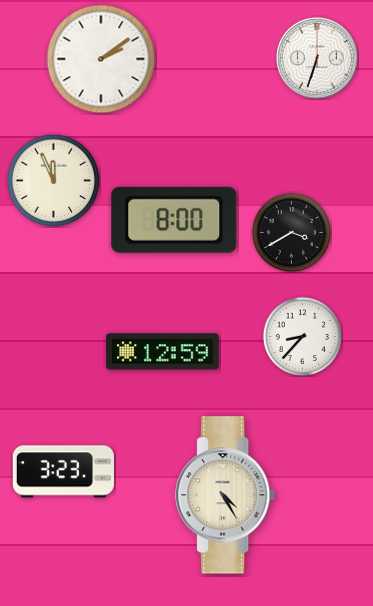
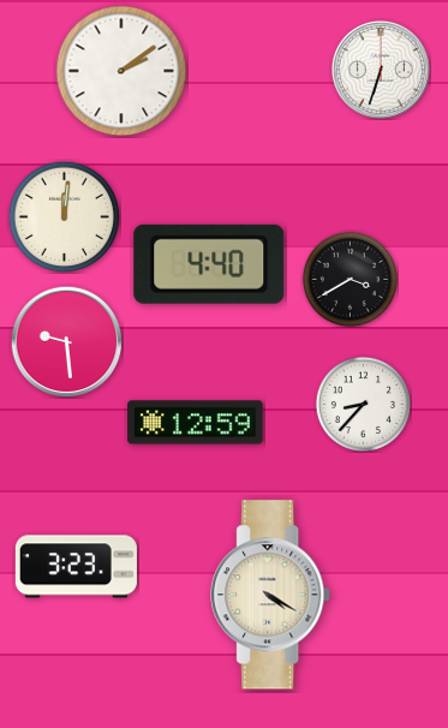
clock at (53, 180): 11:56 -> 12:01
clock at (174, 220): 8:00 -> 4:40
clock at (66, 341): none -> 9:29
clock at (226, 495): 4:25 -> 4:20
